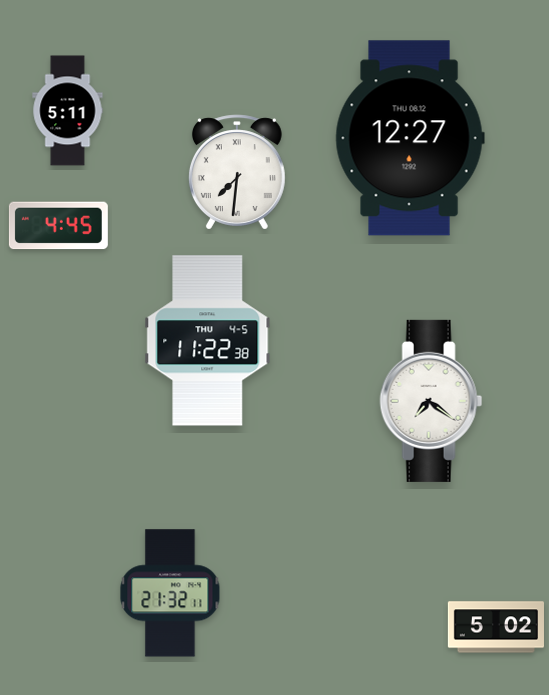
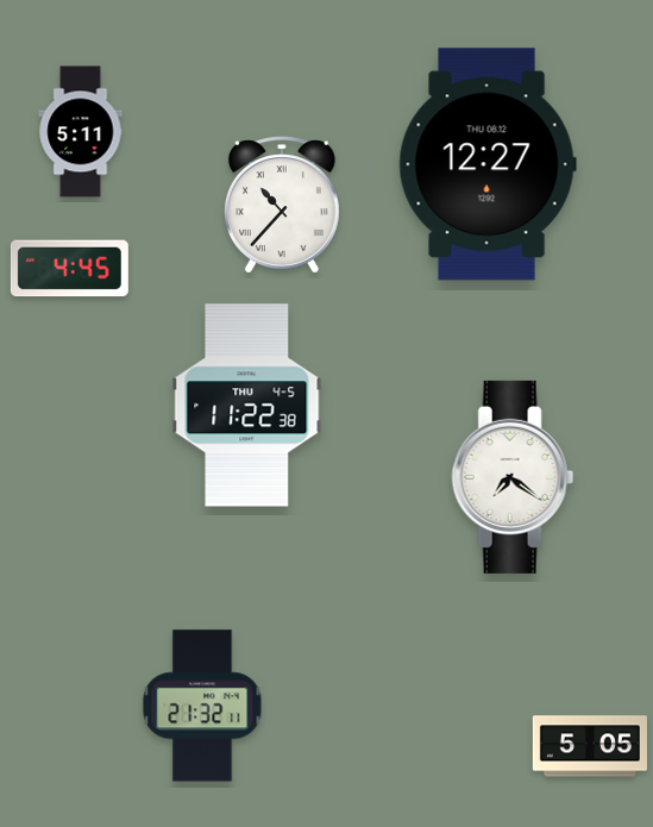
clock at (237, 172): 7:31 -> 10:37
clock at (495, 627): 5:02 -> 5:05
